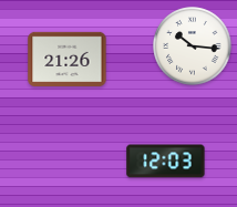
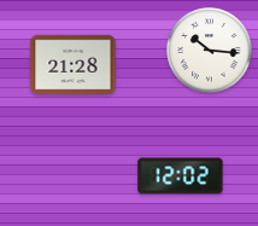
clock at (68, 59): 21:26 -> 21:28
clock at (166, 162): 12:03 -> 12:02
